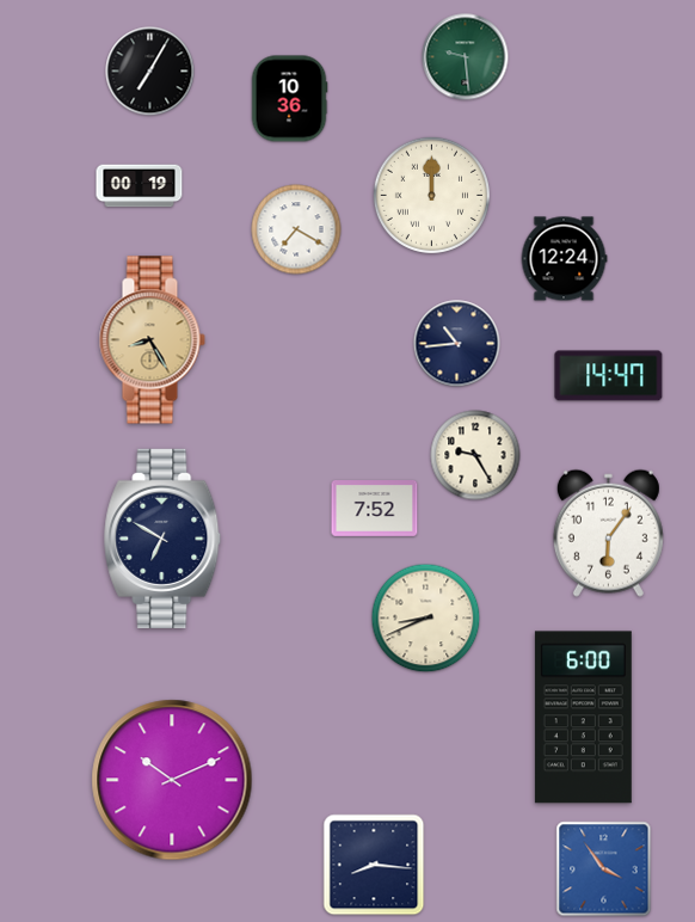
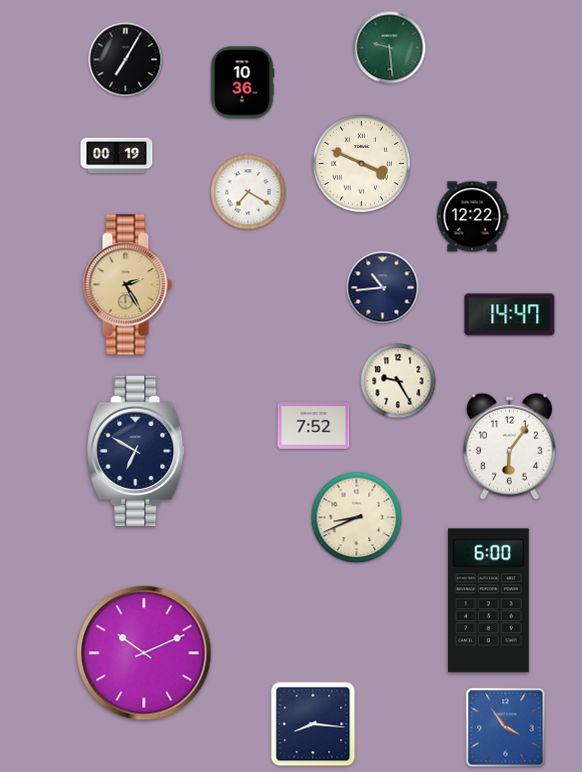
clock at (431, 195): 12:00 -> 3:49
clock at (564, 259): 12:24 -> 12:22
clock at (152, 340): 8:25 -> 2:25
